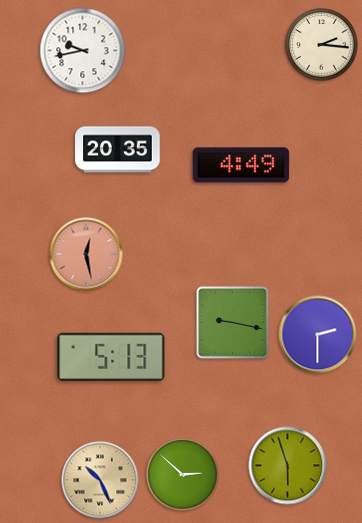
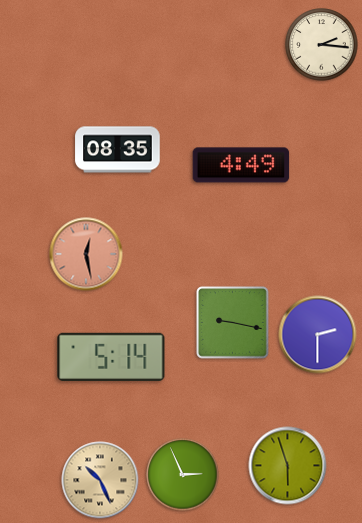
clock at (83, 51): 9:43 -> none
clock at (118, 150): 20:35 -> 08:35
clock at (111, 357): 5:13 -> 5:14
clock at (183, 475): 2:52 -> 2:56
